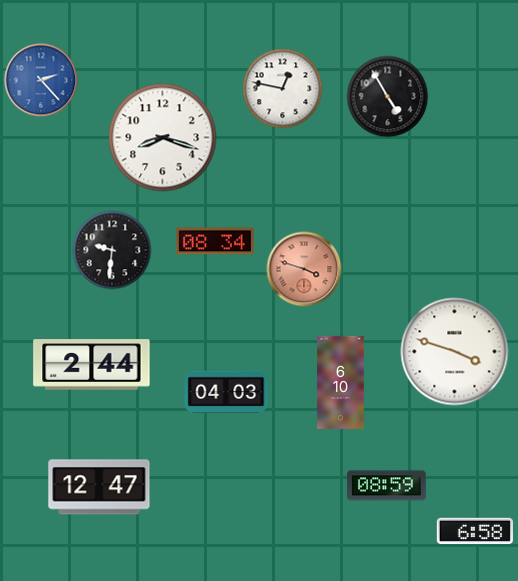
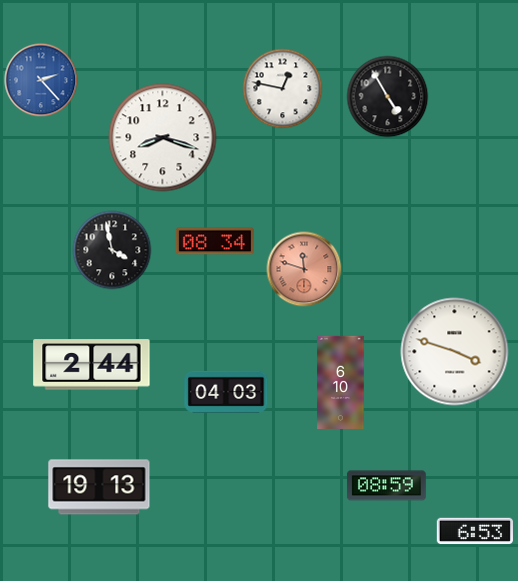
clock at (112, 250): 9:31 -> 3:58
clock at (304, 269): 3:48 -> 11:48
clock at (99, 487): 12:47 -> 19:13
clock at (475, 531): 6:58 -> 6:53
